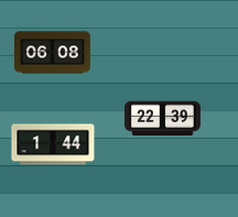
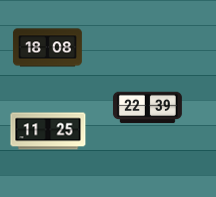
clock at (52, 53): 06:08 -> 18:08
clock at (53, 144): 1:44 -> 11:25
